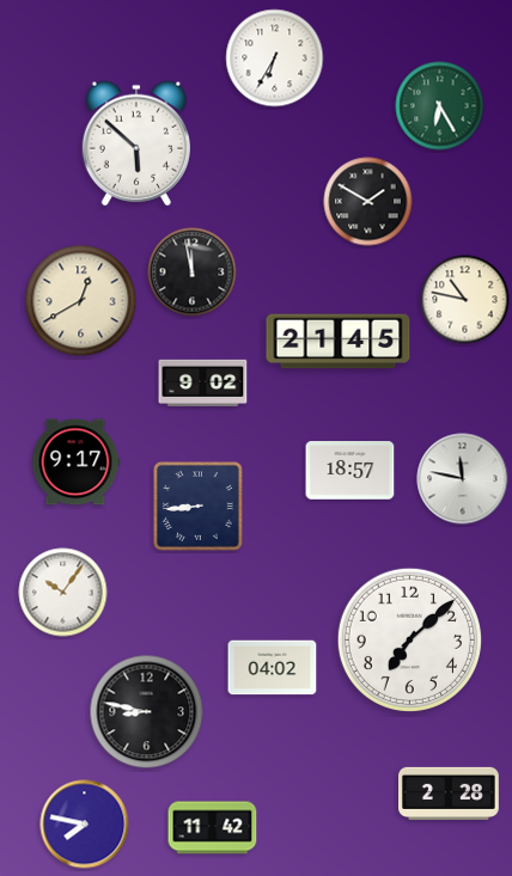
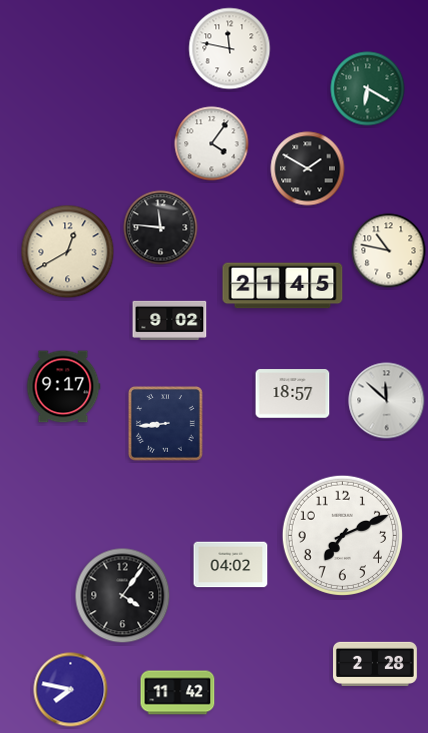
clock at (275, 59): 6:35 -> 11:47
clock at (440, 106): 6:25 -> 6:20
clock at (136, 143): 5:52 -> none
clock at (212, 144): none -> 4:06
clock at (193, 272): 11:58 -> 11:46
clock at (463, 479): 11:47 -> 11:52
clock at (63, 593): 10:06 -> none
clock at (409, 639): 7:08 -> 7:11
clock at (273, 668) position: (273, 668) -> (231, 565)
clock at (147, 712): 8:47 -> 4:06
